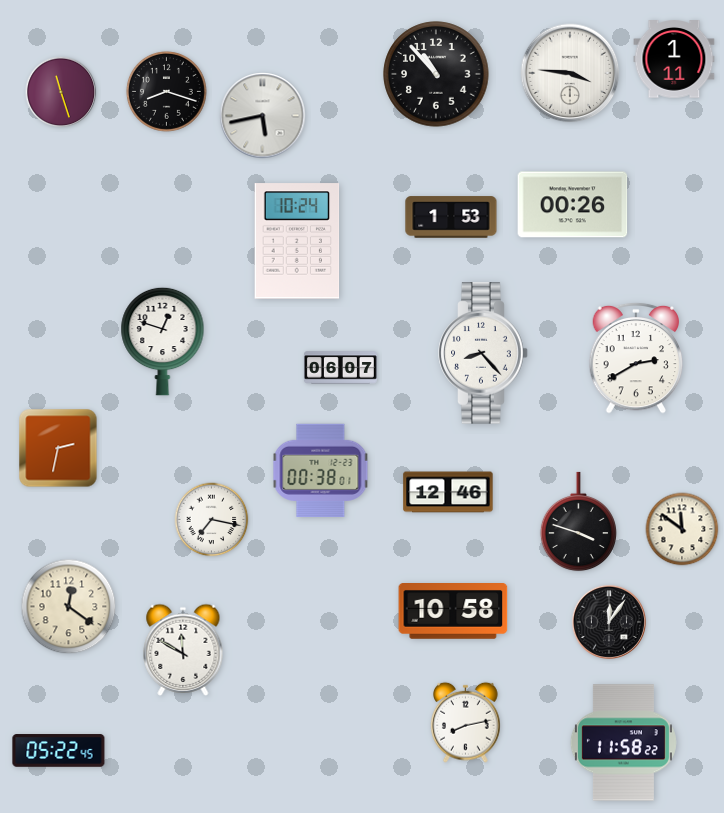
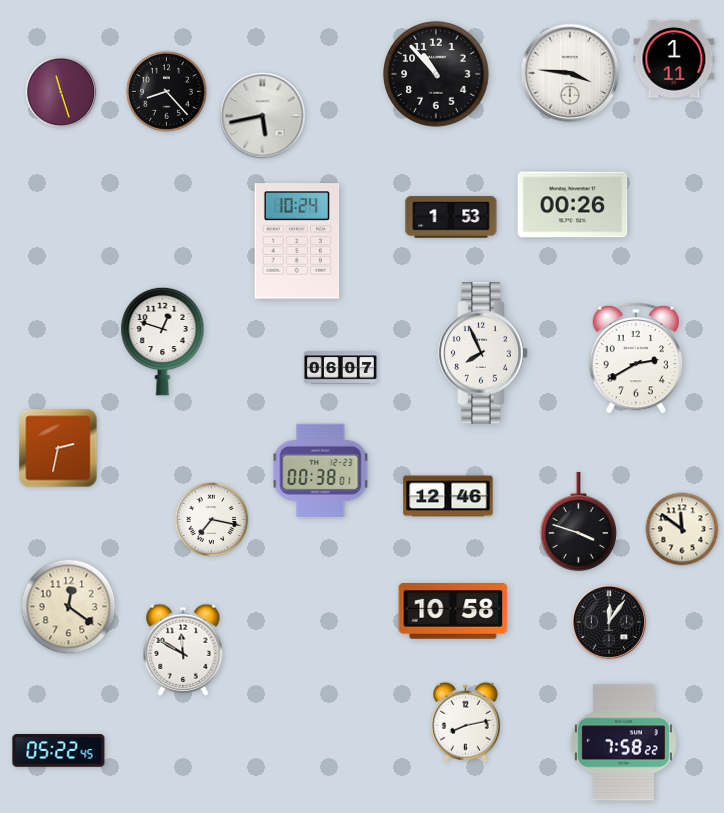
clock at (166, 91): 8:18 -> 8:23
clock at (483, 353): 8:23 -> 7:56
clock at (448, 492) position: (448, 492) -> (448, 496)
clock at (623, 743): 11:58 -> 7:58
